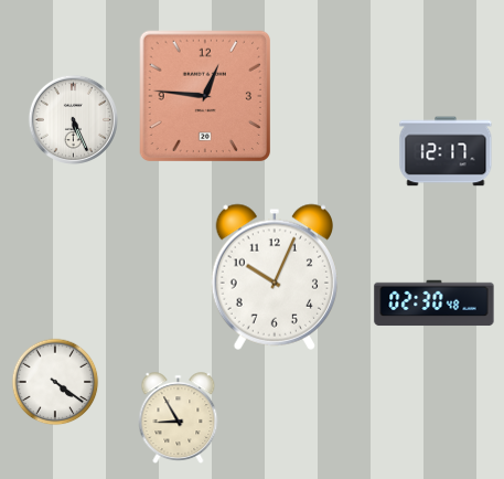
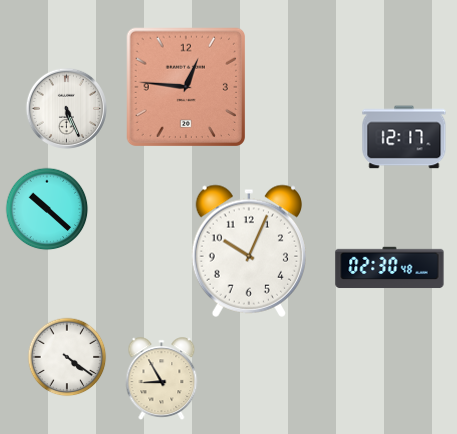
clock at (47, 209): none -> 10:22
clock at (435, 304) position: (435, 304) -> (390, 268)
clock at (55, 382) position: (55, 382) -> (67, 357)
